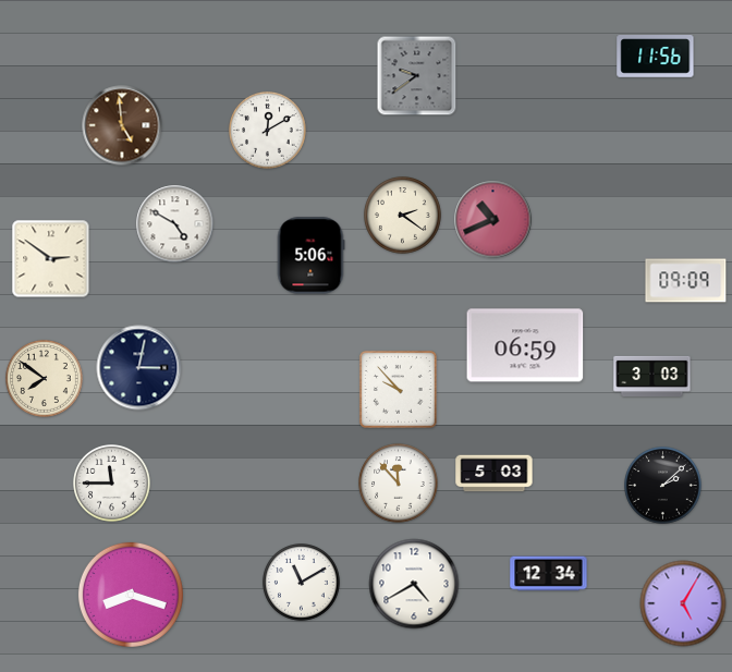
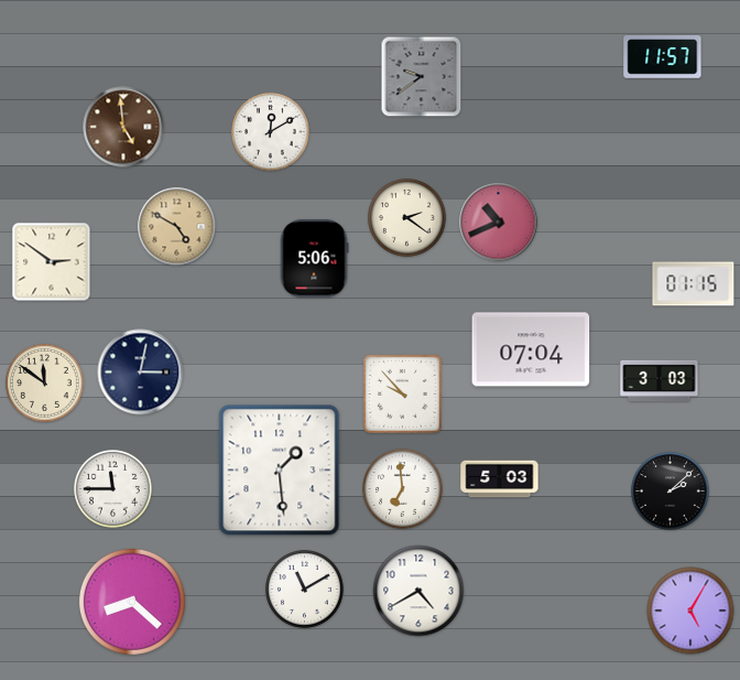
clock at (656, 57): 11:56 -> 11:57
clock at (175, 224) dial: white -> champagne
clock at (686, 281): 09:09 -> 01:15
clock at (525, 345): 06:59 -> 07:04
clock at (45, 379): 7:51 -> 11:51
clock at (280, 471): none -> 1:29
clock at (399, 484): 11:53 -> 6:59
clock at (549, 574): 12:34 -> none
clock at (131, 595): 8:18 -> 8:22
